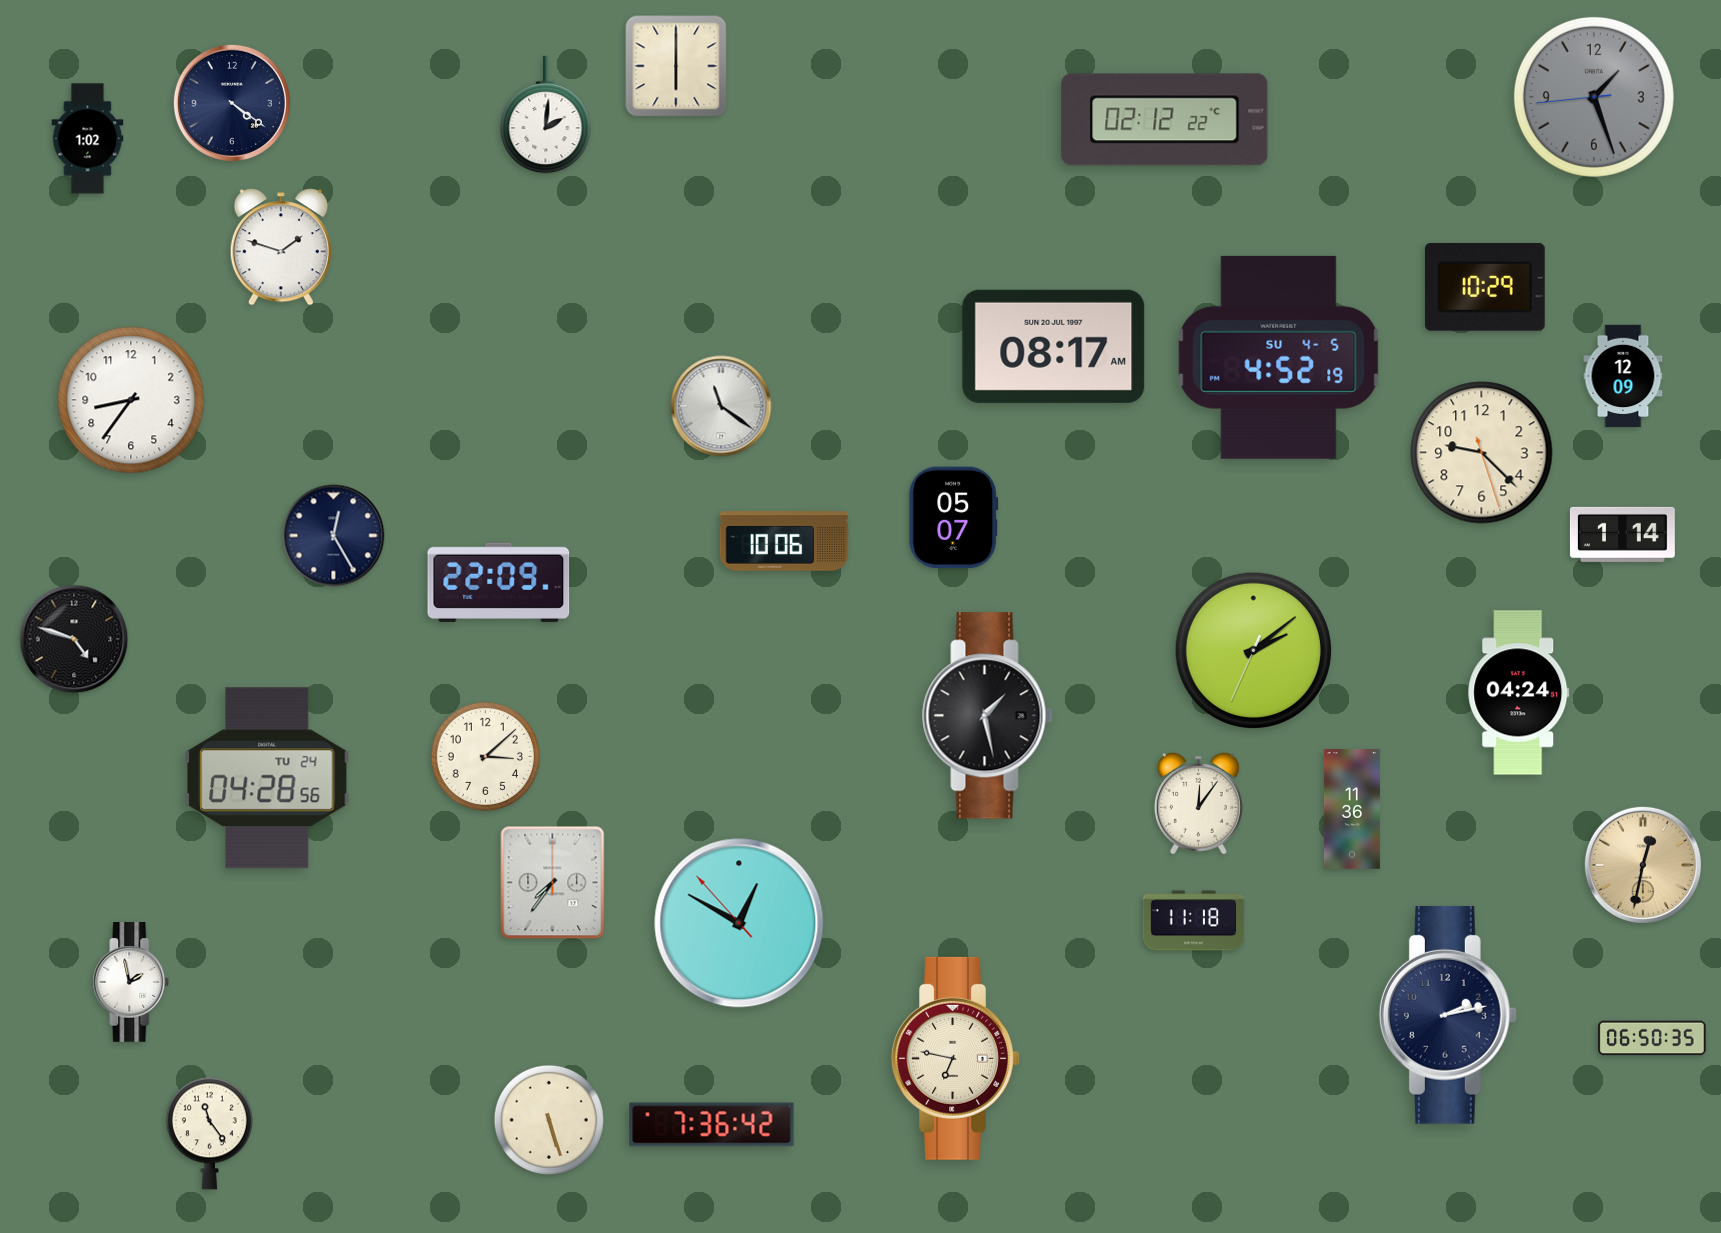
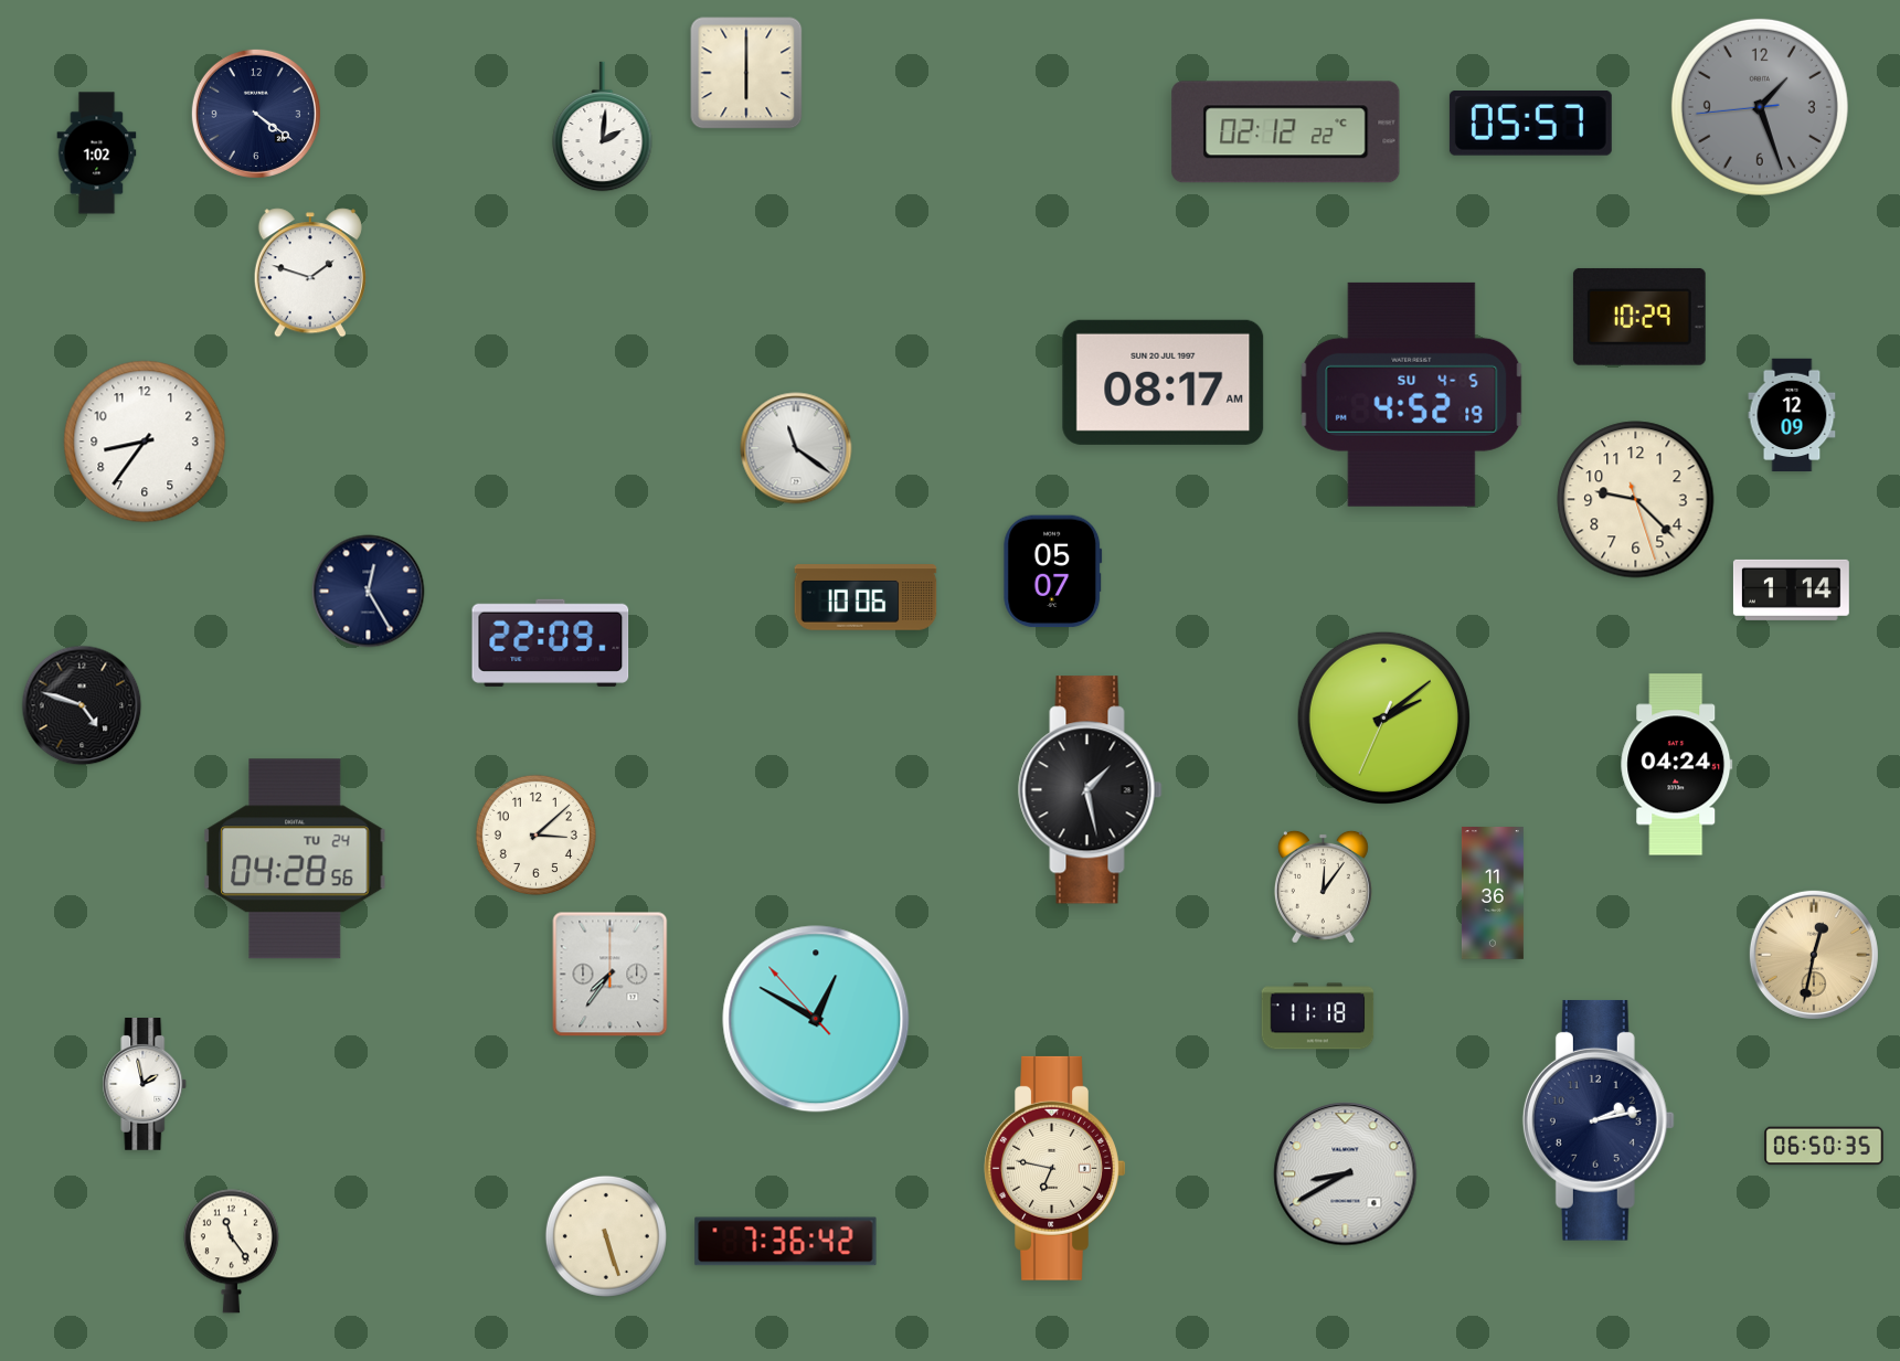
clock at (1530, 124): none -> 05:57
clock at (1346, 1174): none -> 8:40
